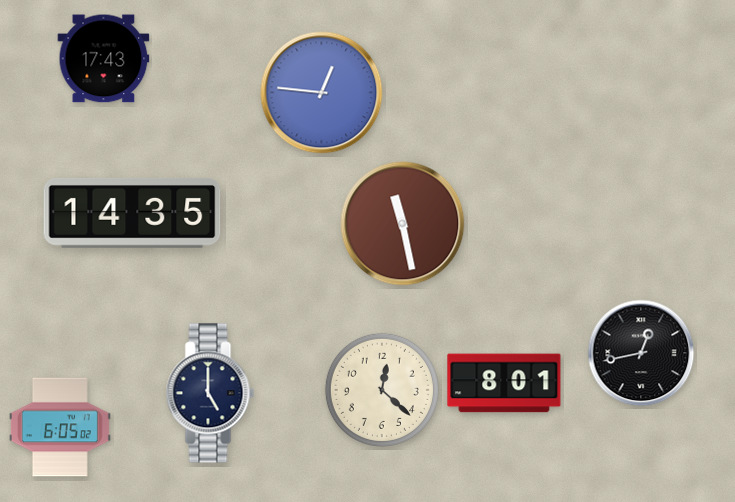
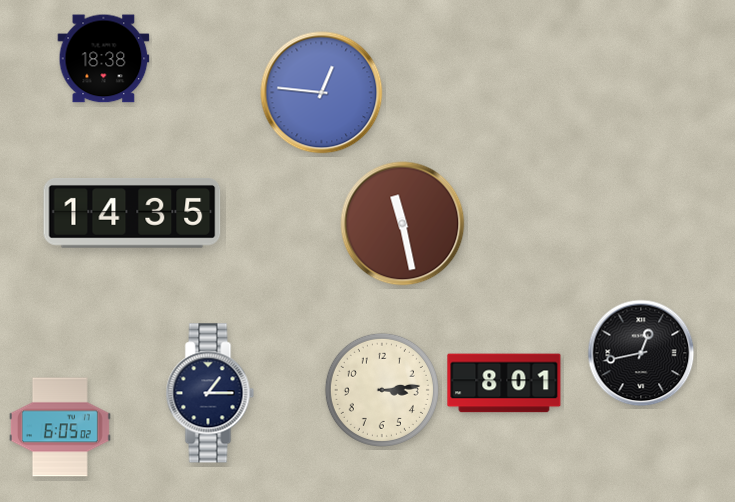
clock at (104, 59): 17:43 -> 18:38
clock at (382, 390): 12:22 -> 3:14
clock at (210, 393): 5:00 -> 1:15
